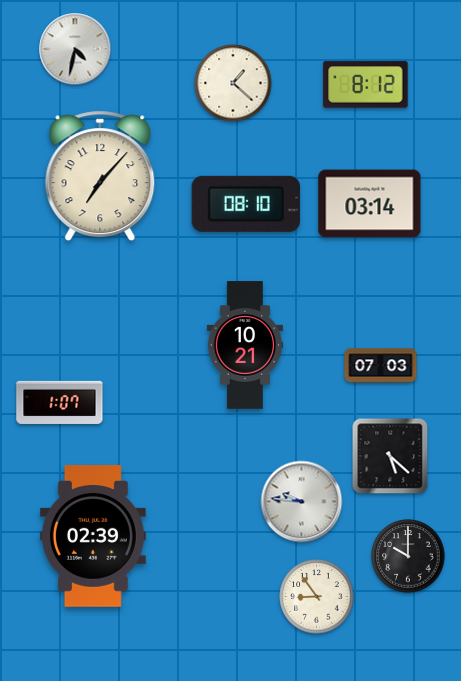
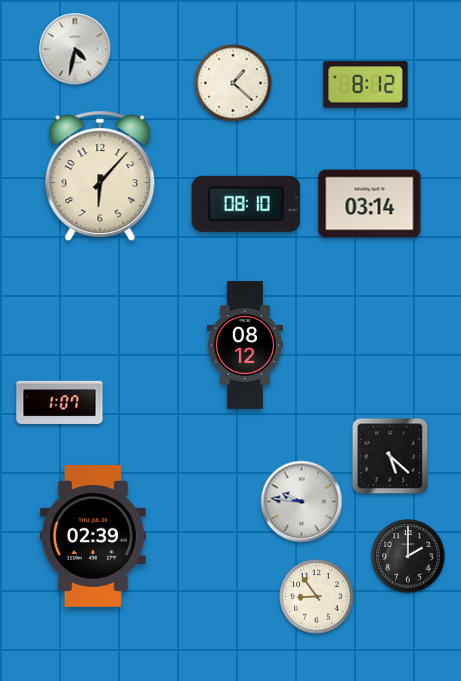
clock at (100, 176): 7:07 -> 6:07
clock at (245, 345): 10:21 -> 08:12
clock at (381, 366): 07:03 -> none
clock at (408, 556): 10:00 -> 2:00
